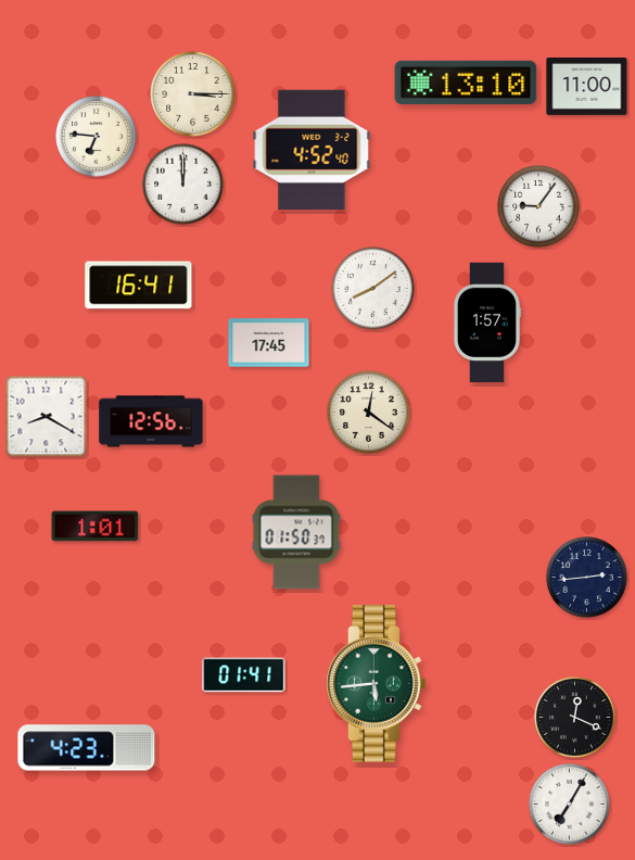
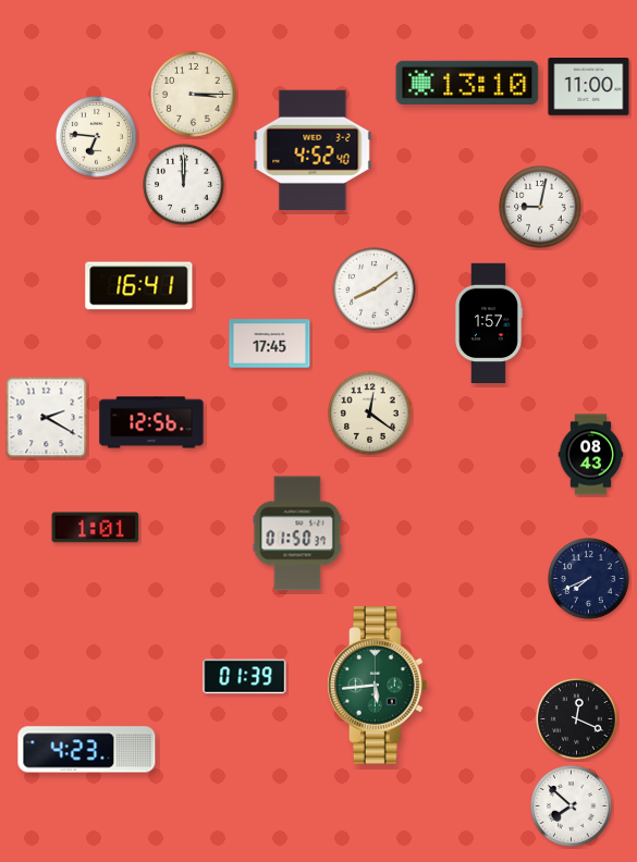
clock at (538, 206): 9:06 -> 9:02
clock at (47, 417): 8:20 -> 2:20
clock at (591, 455): none -> 08:43
clock at (587, 578): 2:44 -> 7:41
clock at (244, 675): 01:41 -> 01:39
clock at (570, 805): 7:05 -> 7:52
